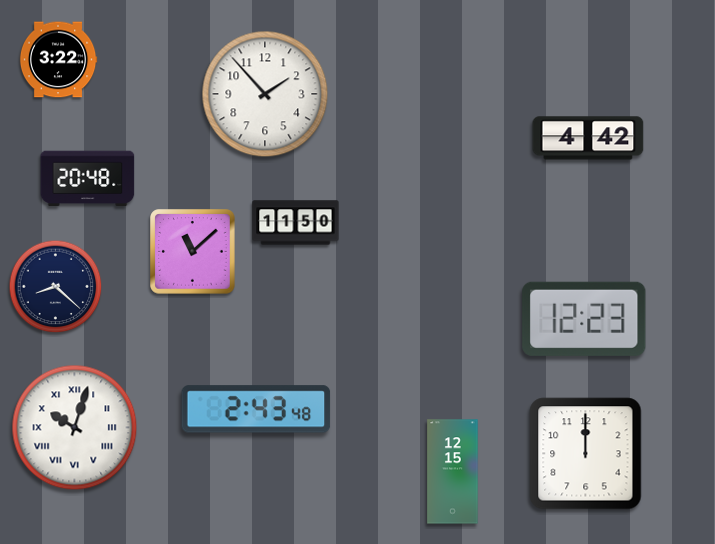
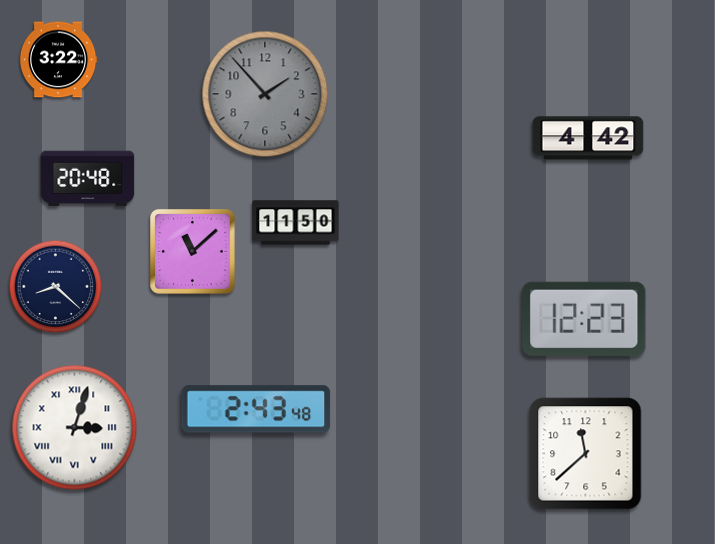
clock at (265, 94) dial: white -> grey
clock at (75, 428): 10:03 -> 3:03
clock at (586, 454): 12:00 -> 11:38
clock at (453, 472): 12:15 -> none
